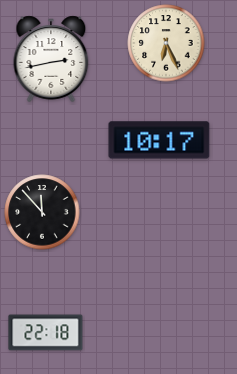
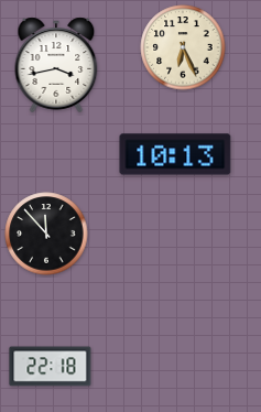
clock at (51, 59): 2:43 -> 3:43
clock at (159, 140): 10:17 -> 10:13
